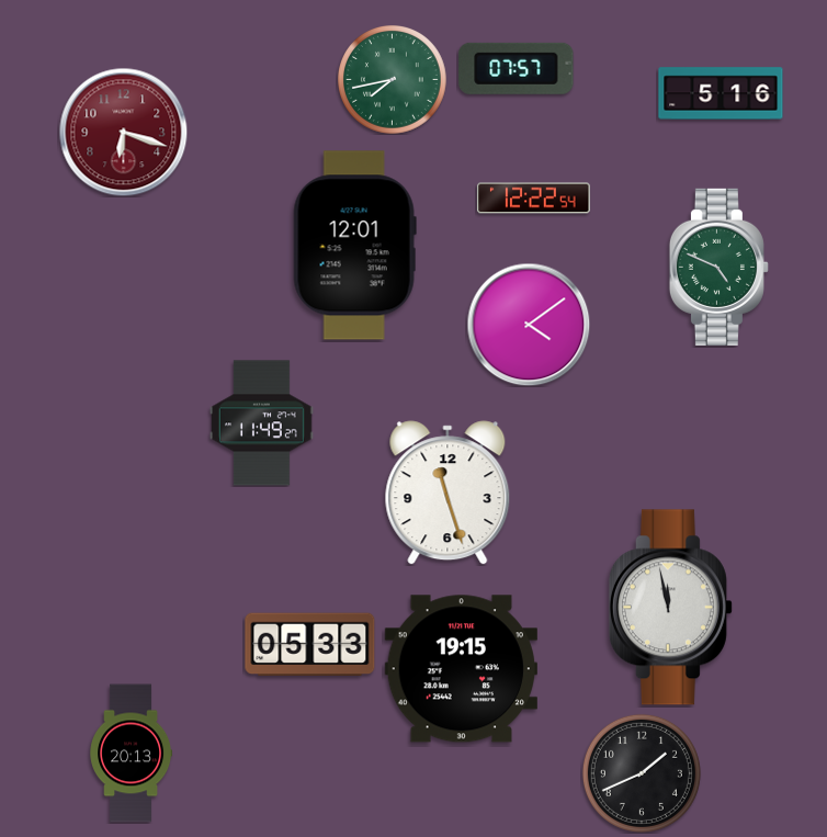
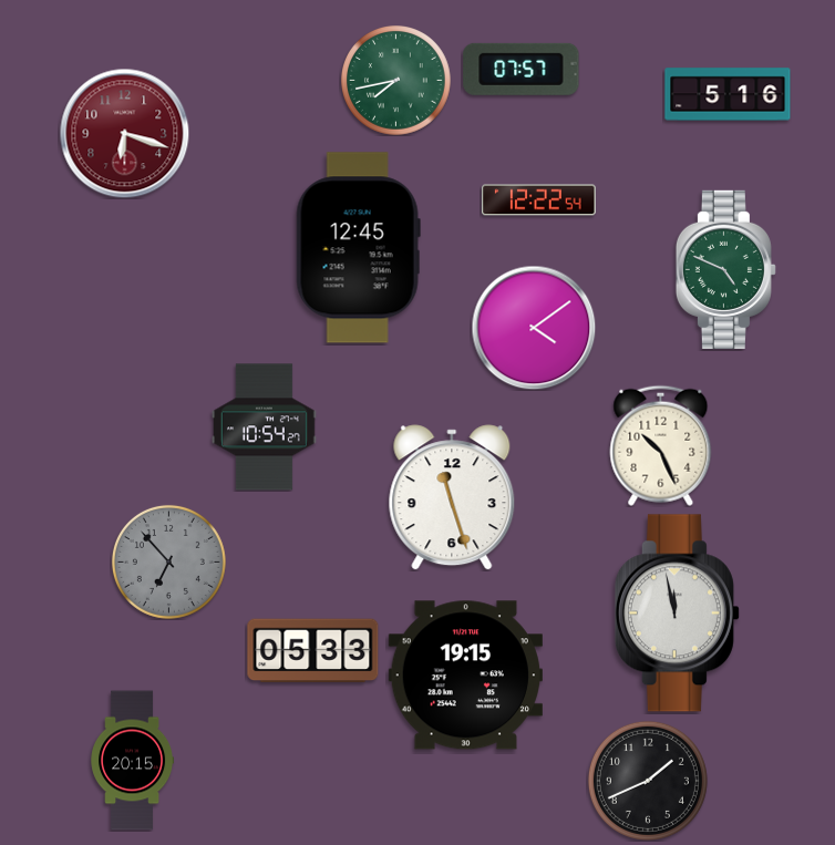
clock at (354, 246): 12:01 -> 12:45
clock at (262, 423): 11:49 -> 10:54
clock at (661, 445): none -> 10:26
clock at (168, 561): none -> 6:53
clock at (131, 754): 20:13 -> 20:15
